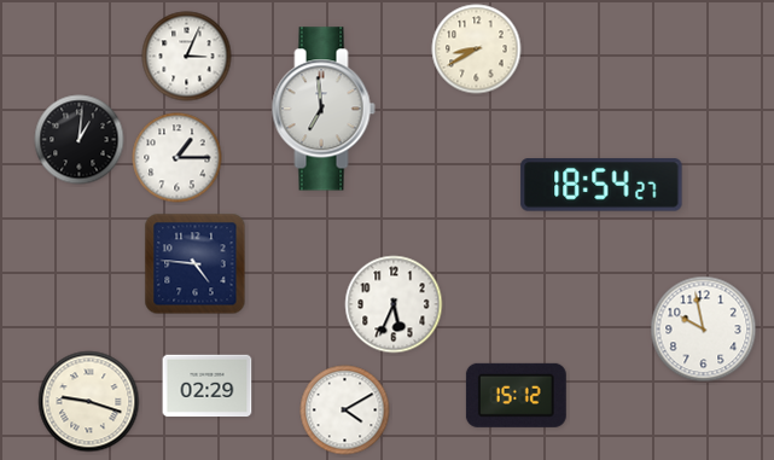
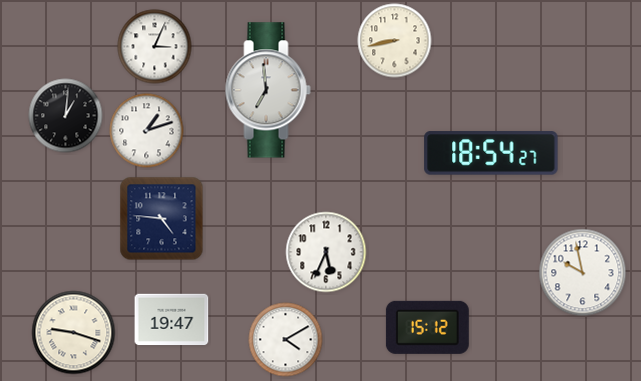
clock at (477, 50): 8:40 -> 8:43
clock at (178, 158): 1:15 -> 1:12
clock at (601, 185) position: (601, 185) -> (491, 153)
clock at (208, 386): 02:29 -> 19:47
